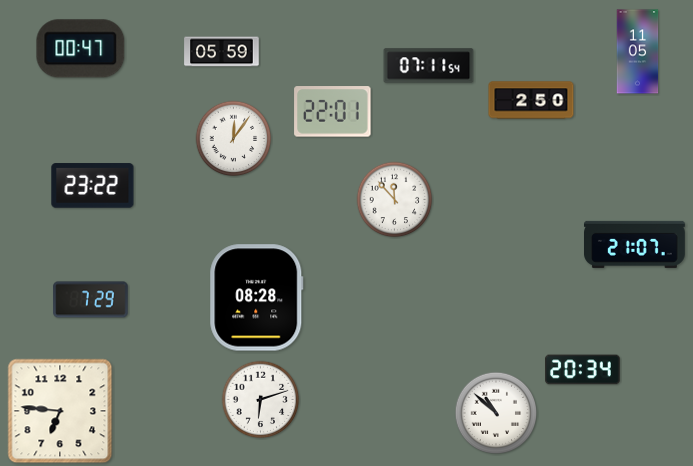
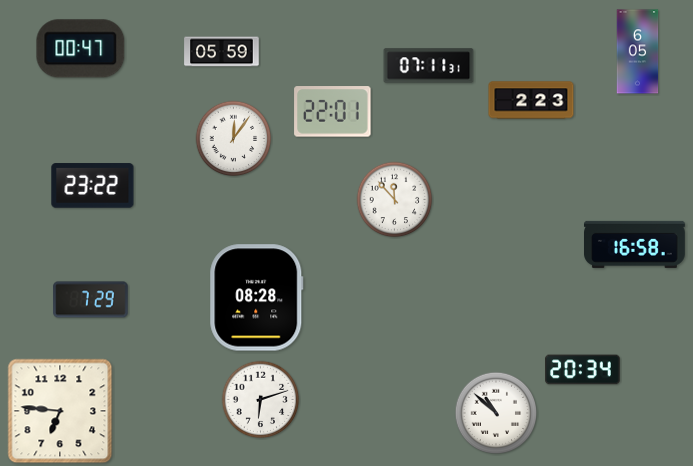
clock at (638, 52): 11:05 -> 6:05
clock at (429, 66): 07:11:54 -> 07:11:31
clock at (531, 100): 2:50 -> 2:23
clock at (635, 244): 21:07 -> 16:58
